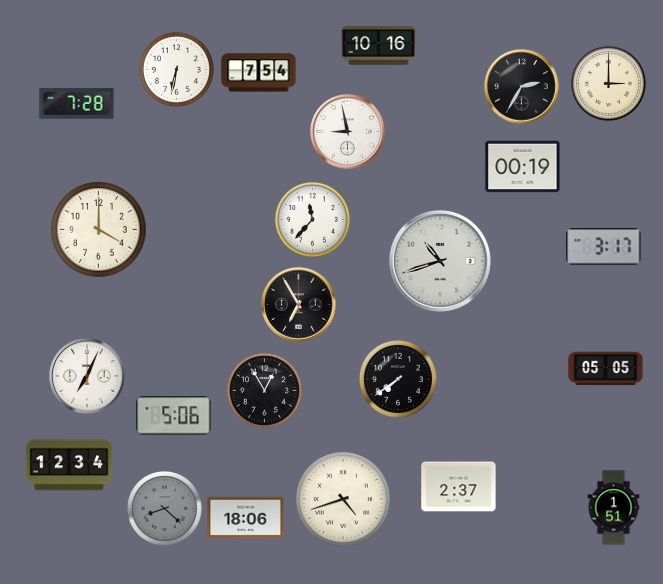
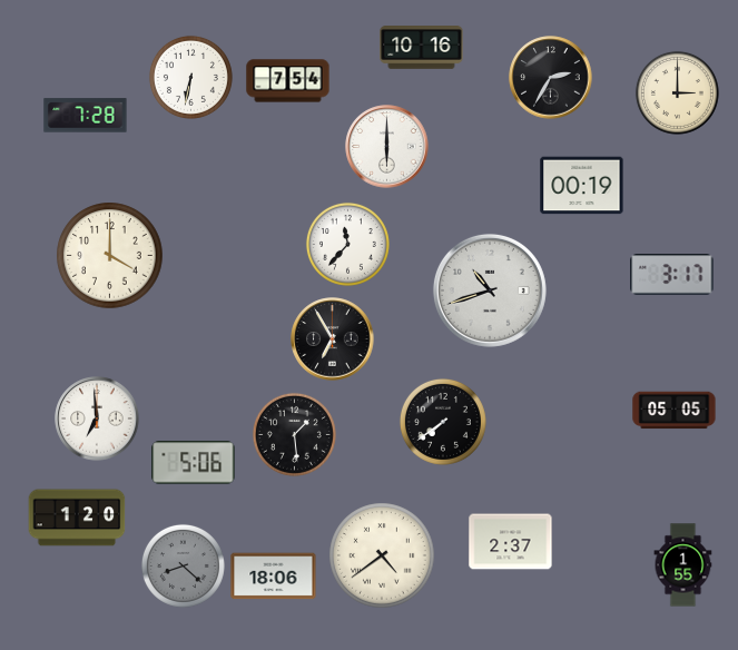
clock at (379, 46) position: (379, 46) -> (422, 48)
clock at (176, 69) position: (176, 69) -> (190, 77)
clock at (522, 87) position: (522, 87) -> (551, 78)
clock at (348, 132): 8:58 -> 6:00
clock at (87, 376): 7:04 -> 6:59
clock at (264, 390): 12:55 -> 1:29
clock at (69, 465): 12:34 -> 1:20
clock at (343, 499): 4:42 -> 4:39
clock at (614, 508): 1:51 -> 1:55
